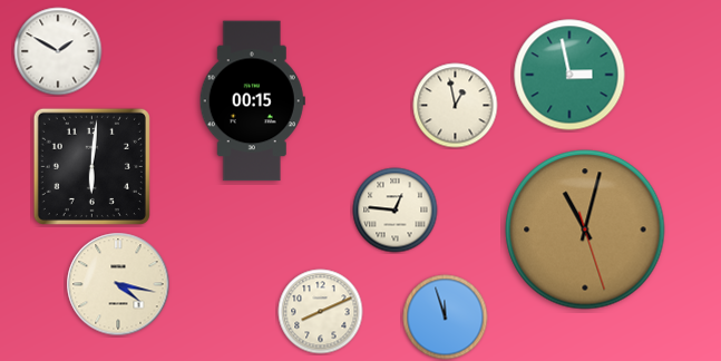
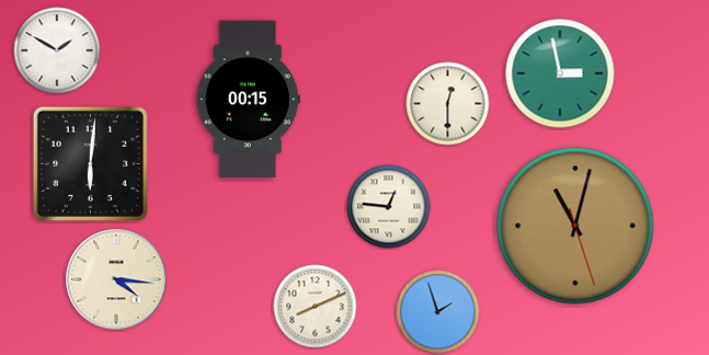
clock at (456, 106): 12:58 -> 12:30
clock at (118, 284): 4:17 -> 4:16
clock at (446, 318): 11:57 -> 1:57
